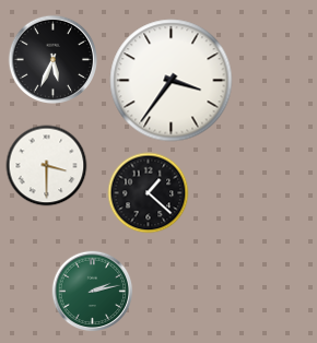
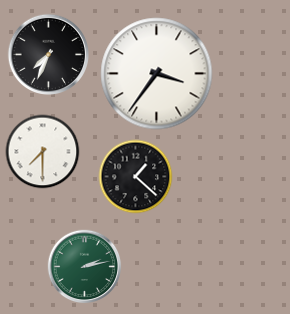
clock at (52, 59): 5:34 -> 7:34
clock at (47, 166): 3:30 -> 7:30
